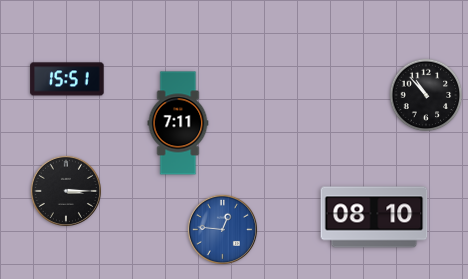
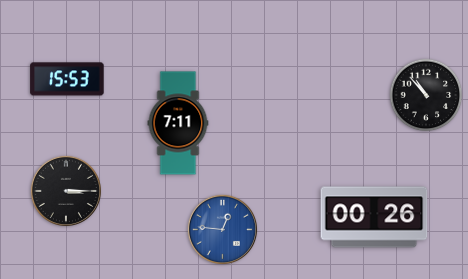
clock at (67, 79): 15:51 -> 15:53
clock at (374, 217): 08:10 -> 00:26
